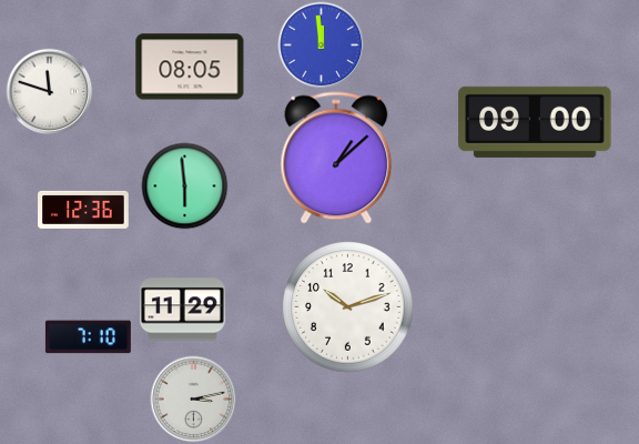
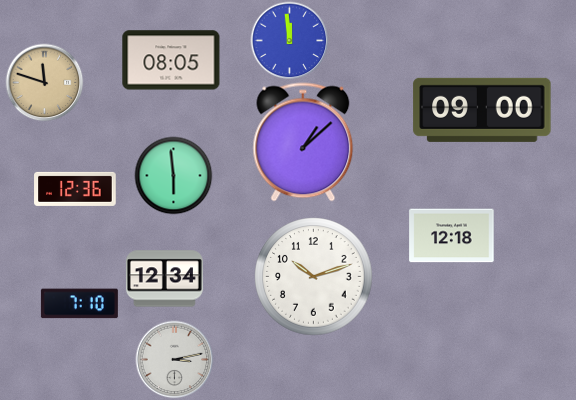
clock at (49, 91) dial: white -> champagne
clock at (184, 185) position: (184, 185) -> (173, 175)
clock at (452, 236): none -> 12:18
clock at (182, 310): 11:29 -> 12:34
